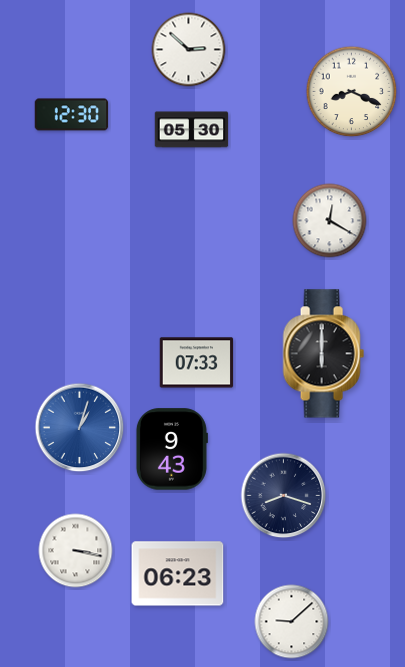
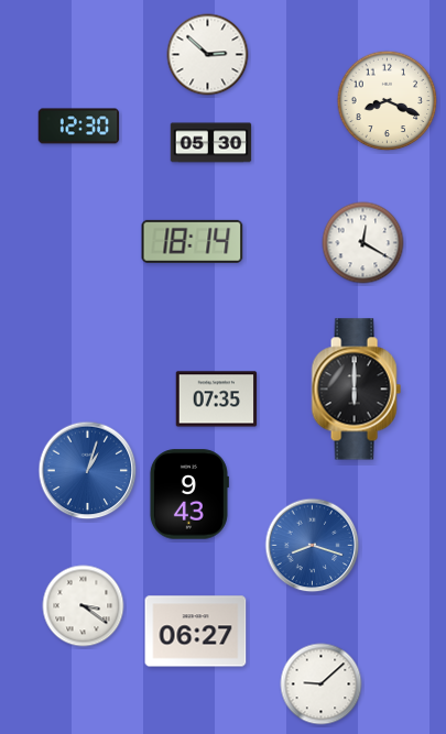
clock at (193, 241): none -> 18:14
clock at (197, 363): 07:33 -> 07:35
clock at (284, 496) dial: navy -> blue
clock at (76, 551): 3:17 -> 3:21
clock at (178, 574): 06:23 -> 06:27
